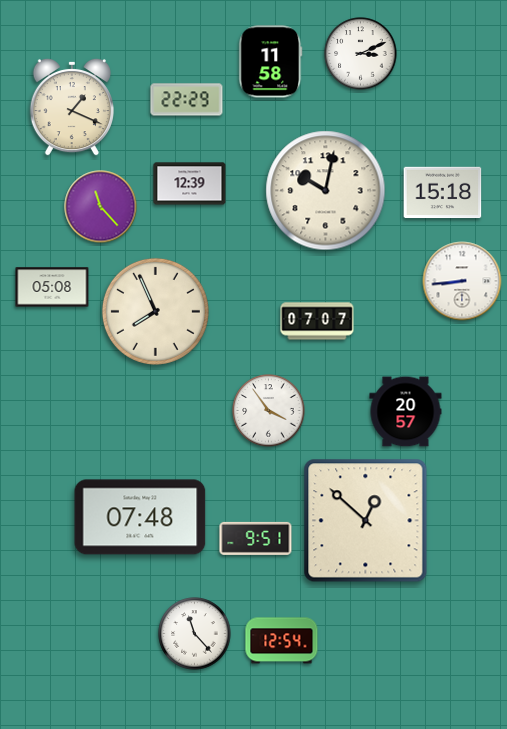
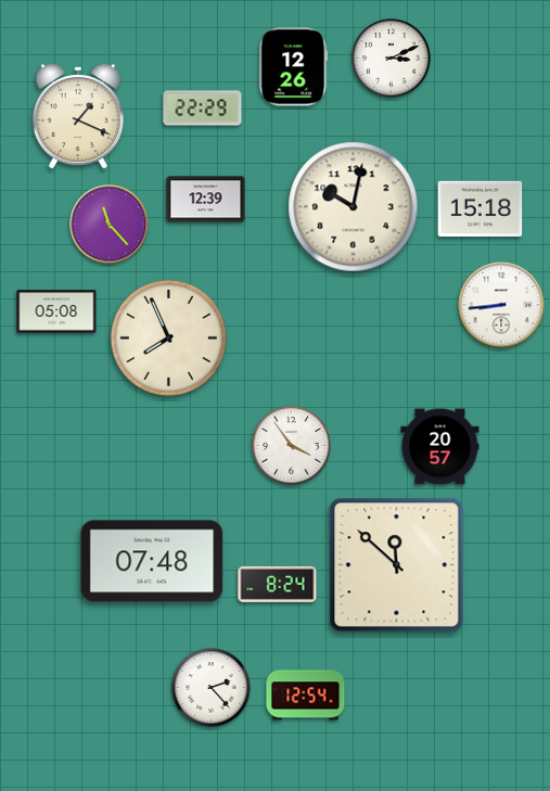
clock at (271, 62): 11:58 -> 12:26
clock at (317, 321): 07:07 -> none
clock at (366, 521): 12:52 -> 11:52
clock at (256, 538): 9:51 -> 8:24
clock at (195, 634): 11:23 -> 2:23
